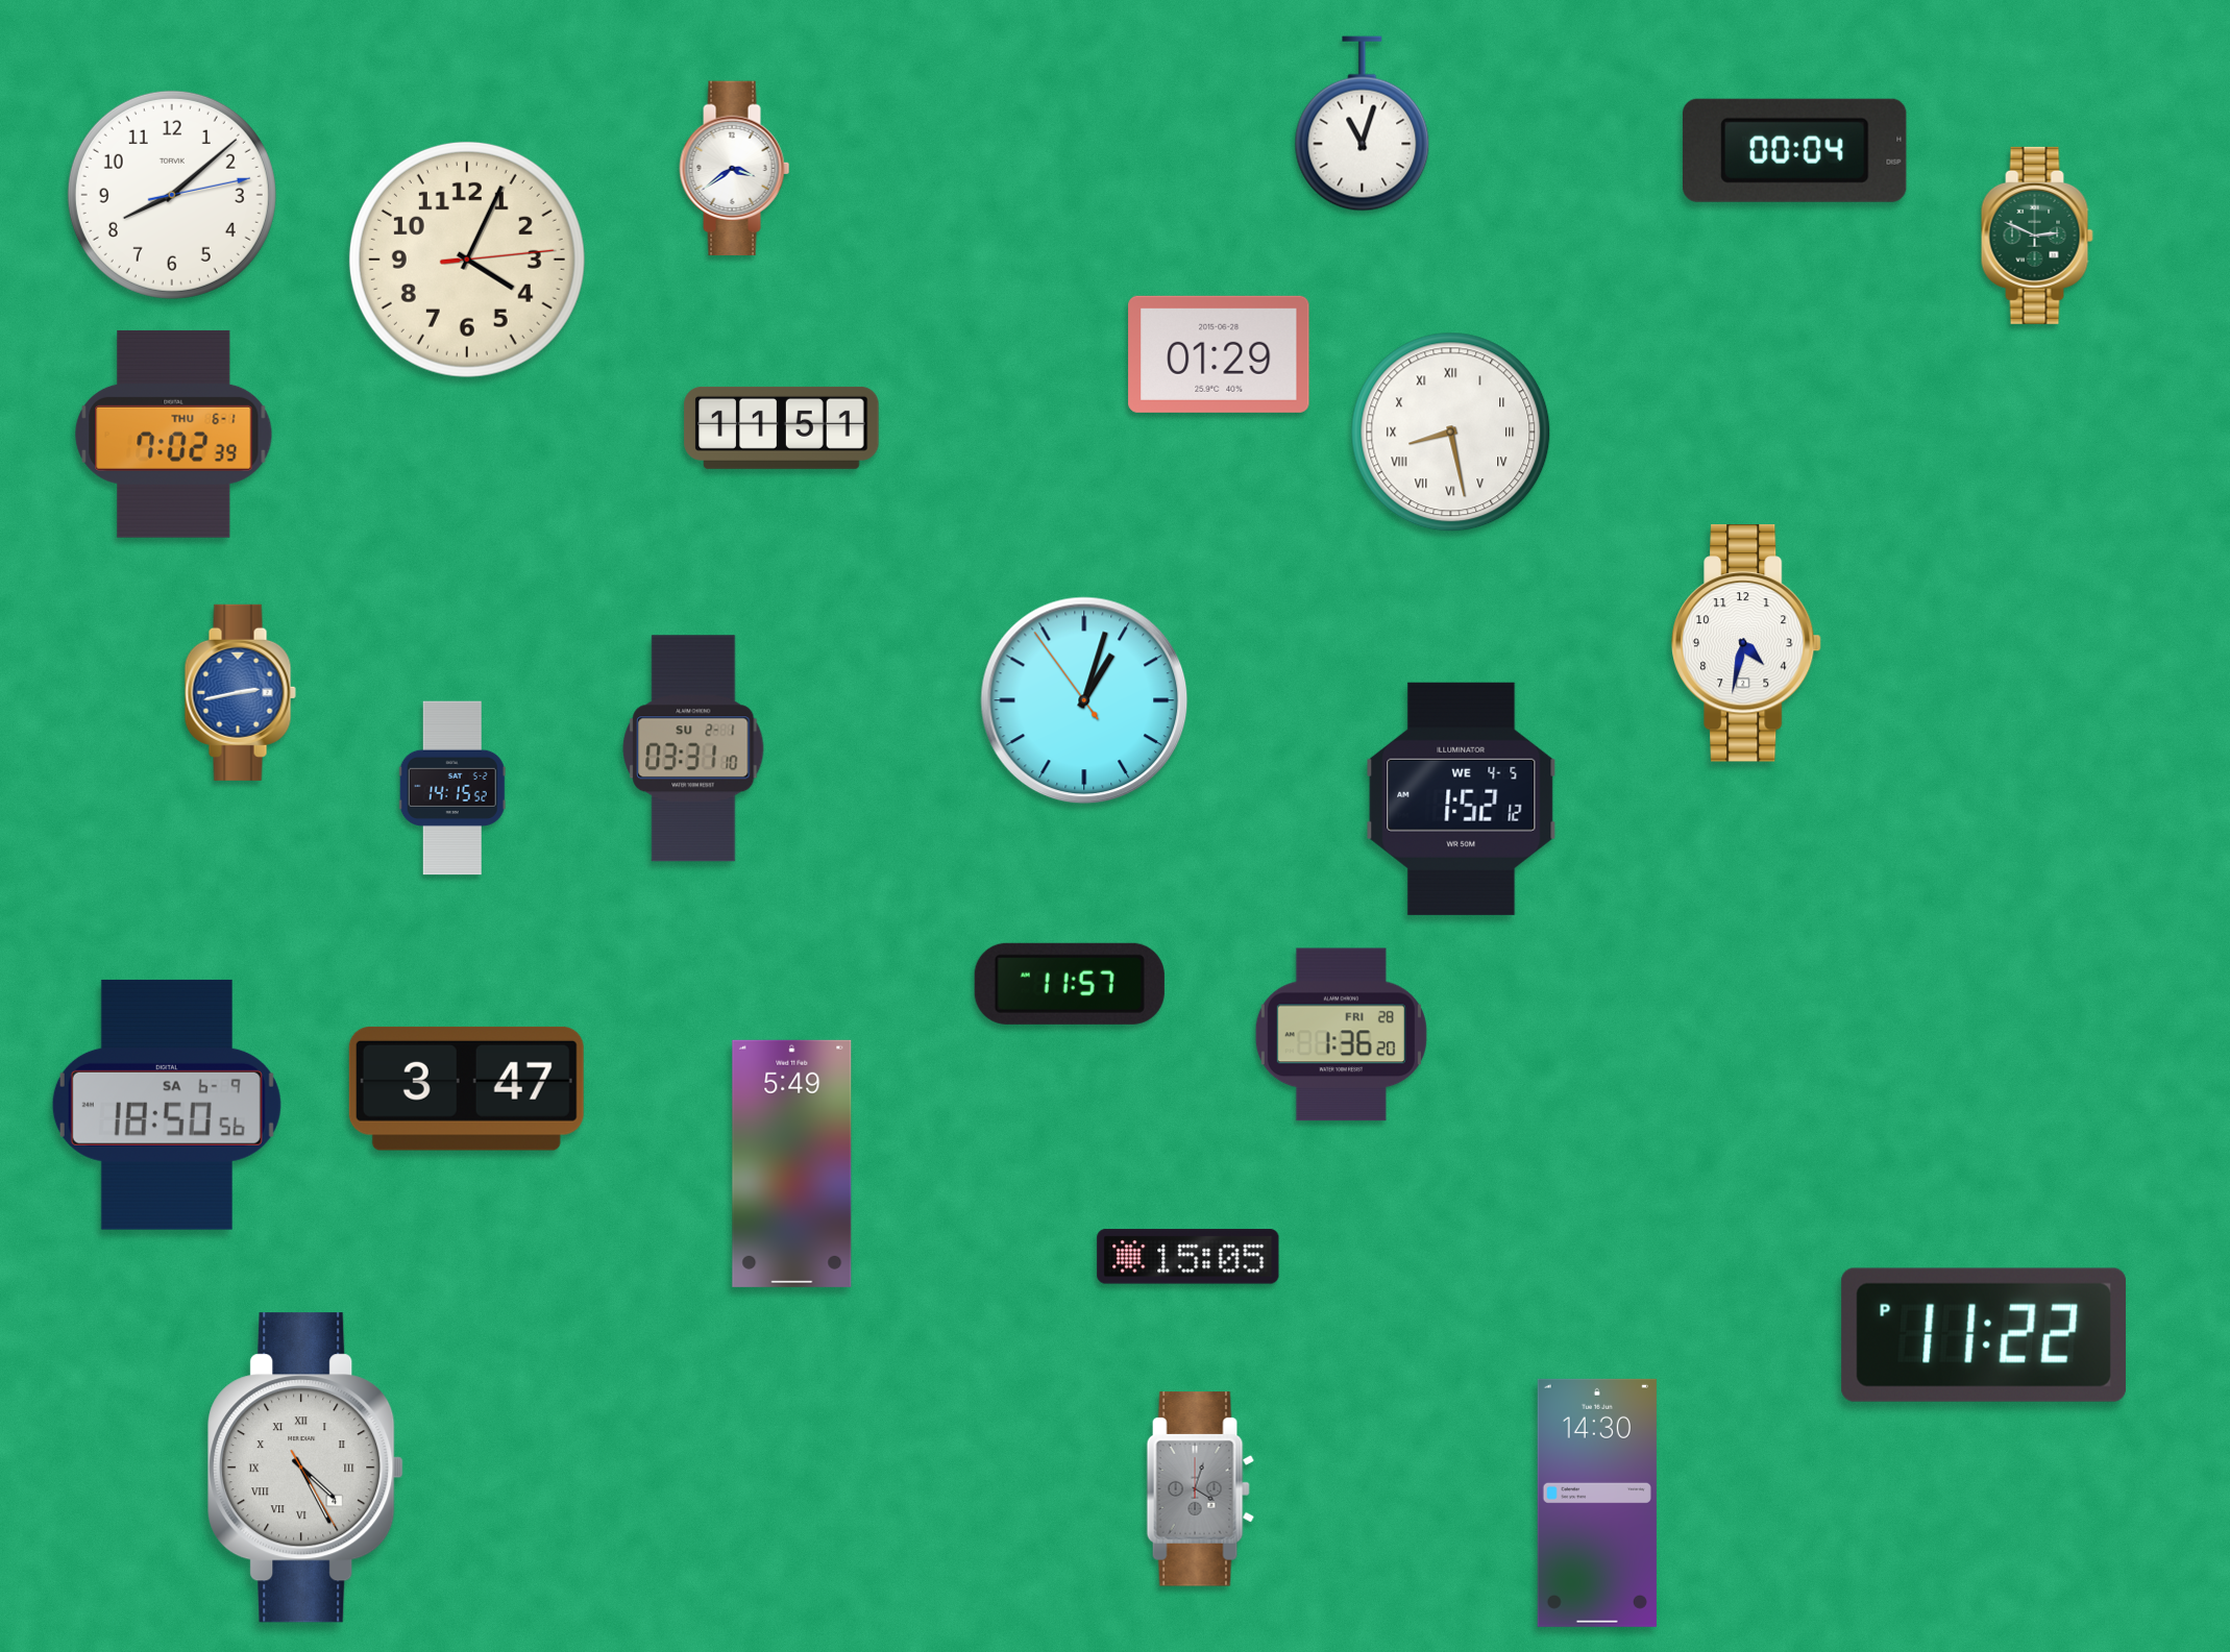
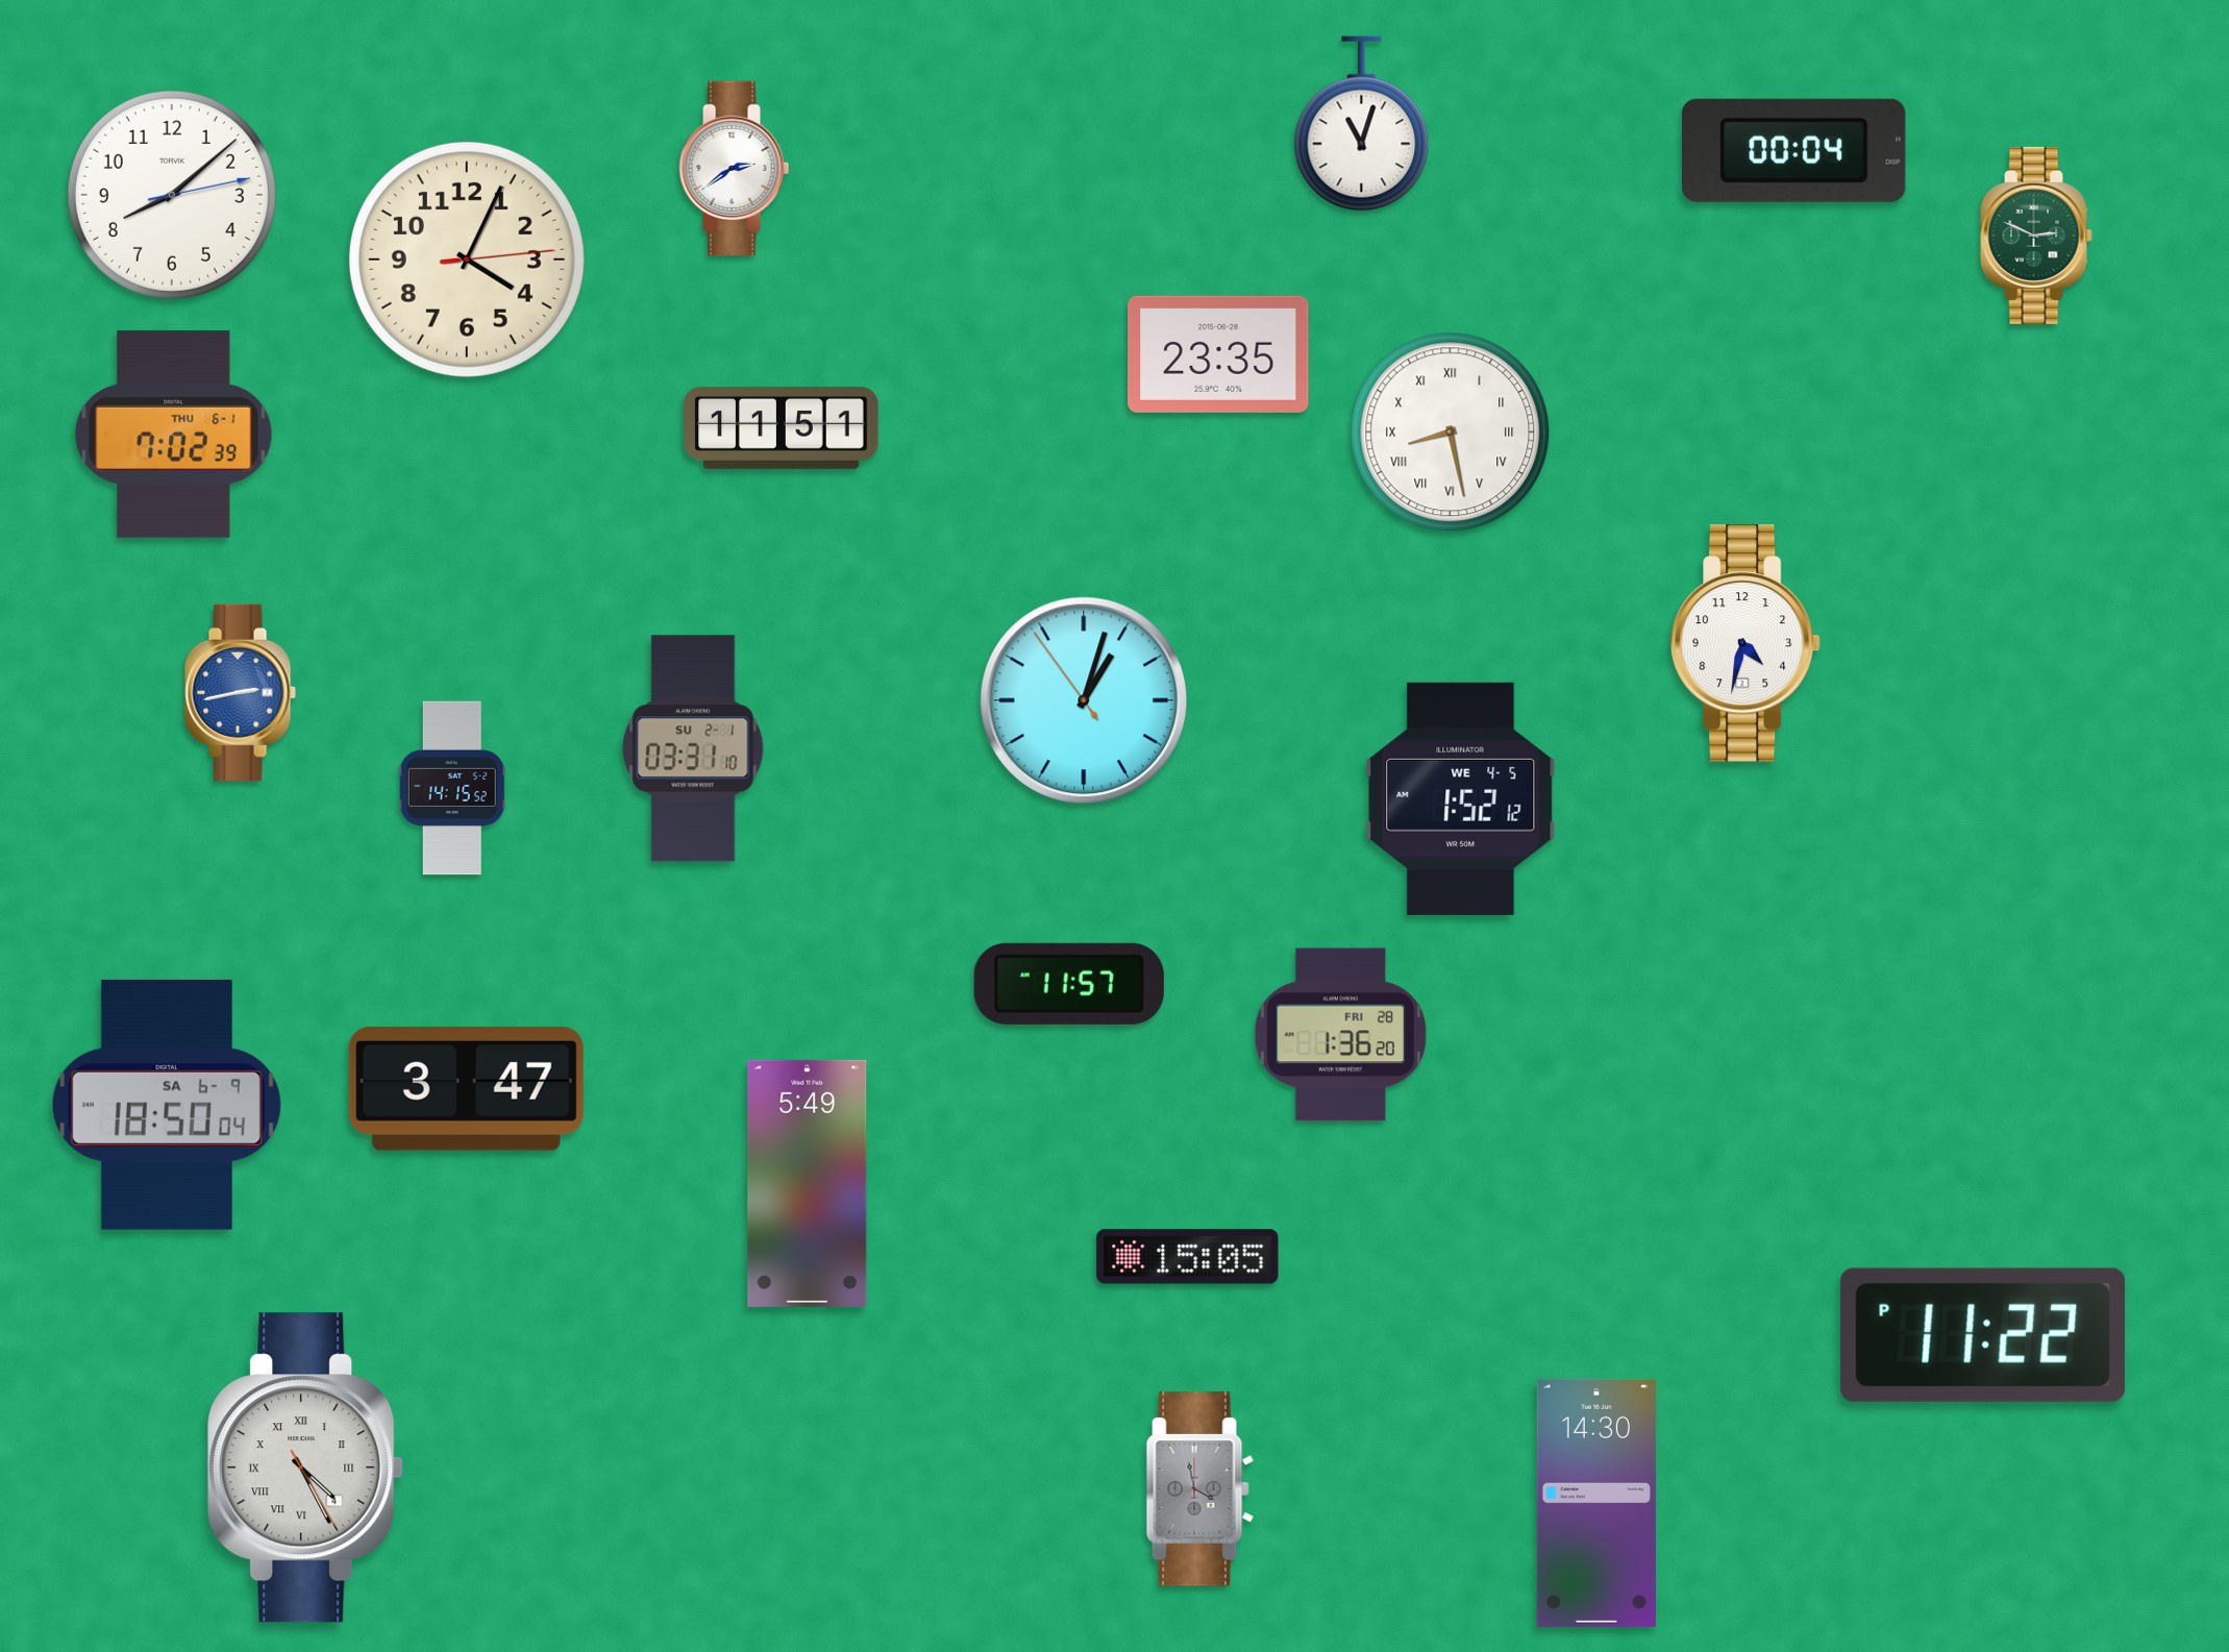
clock at (735, 168): 3:39 -> 2:39
clock at (1219, 354): 01:29 -> 23:35
clock at (167, 1105): 18:50:56 -> 18:50:04
clock at (792, 1163) position: (792, 1163) -> (808, 1183)
clock at (1201, 1489): 4:03 -> 3:58
